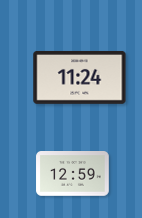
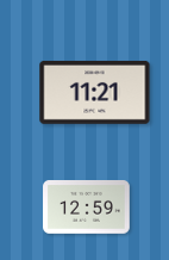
clock at (80, 77): 11:24 -> 11:21
